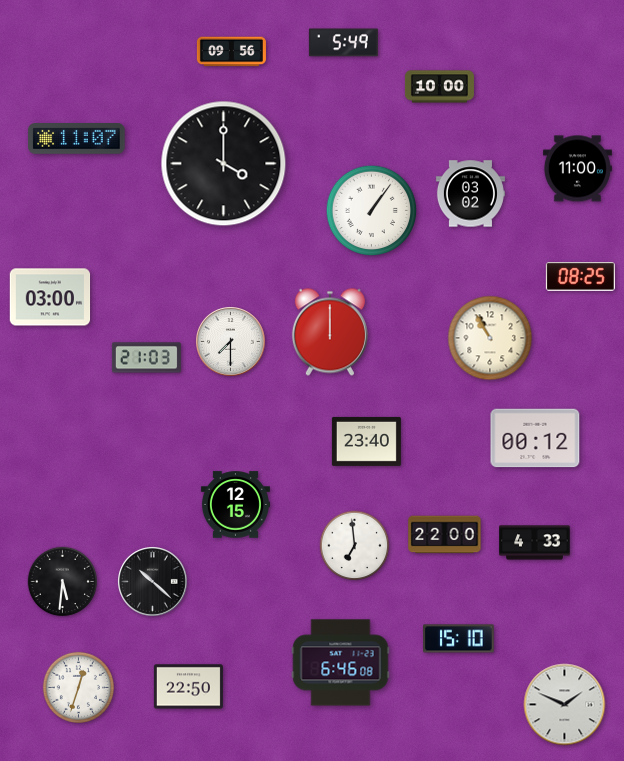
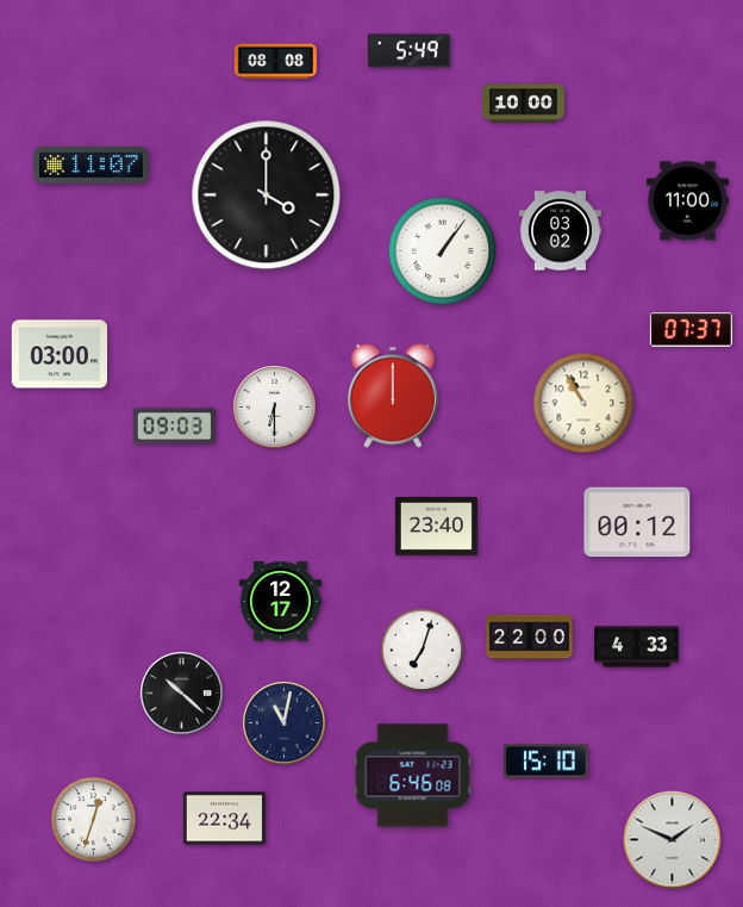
clock at (231, 52): 09:56 -> 08:08
clock at (580, 277): 08:25 -> 07:37
clock at (231, 342): 7:30 -> 6:30
clock at (146, 358): 21:03 -> 09:03
clock at (235, 505): 12:15 -> 12:17
clock at (355, 546): 6:59 -> 7:03
clock at (63, 582): 5:31 -> none
clock at (285, 723): none -> 11:02
clock at (341, 663) position: (341, 663) -> (413, 776)
clock at (188, 687): 22:50 -> 22:34
